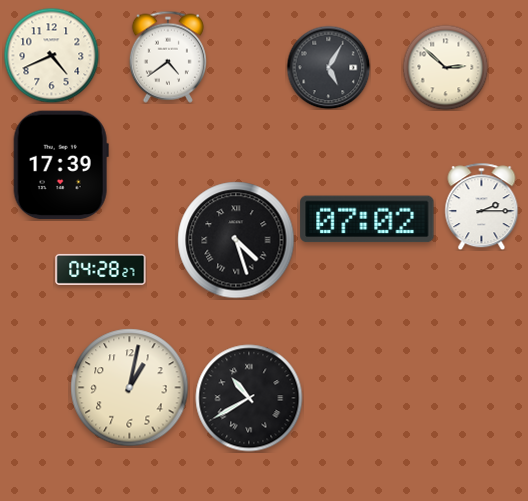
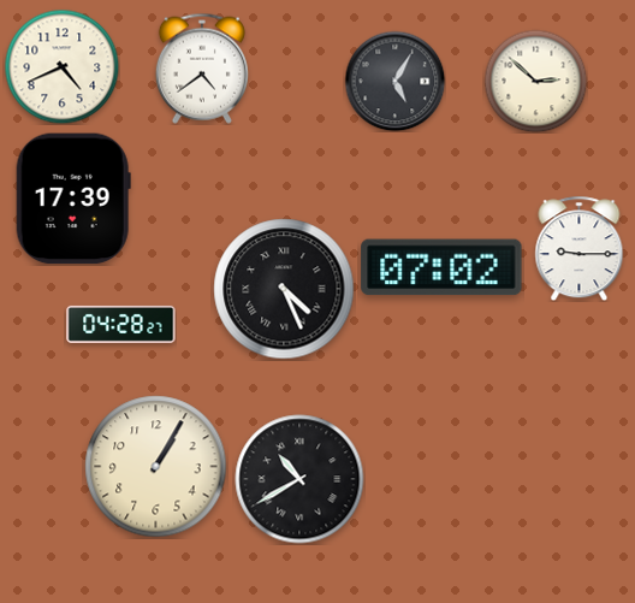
clock at (482, 206): 2:15 -> 9:15
clock at (367, 219) position: (367, 219) -> (441, 267)
clock at (236, 240): 4:27 -> 4:26
clock at (130, 388): 1:02 -> 1:05
